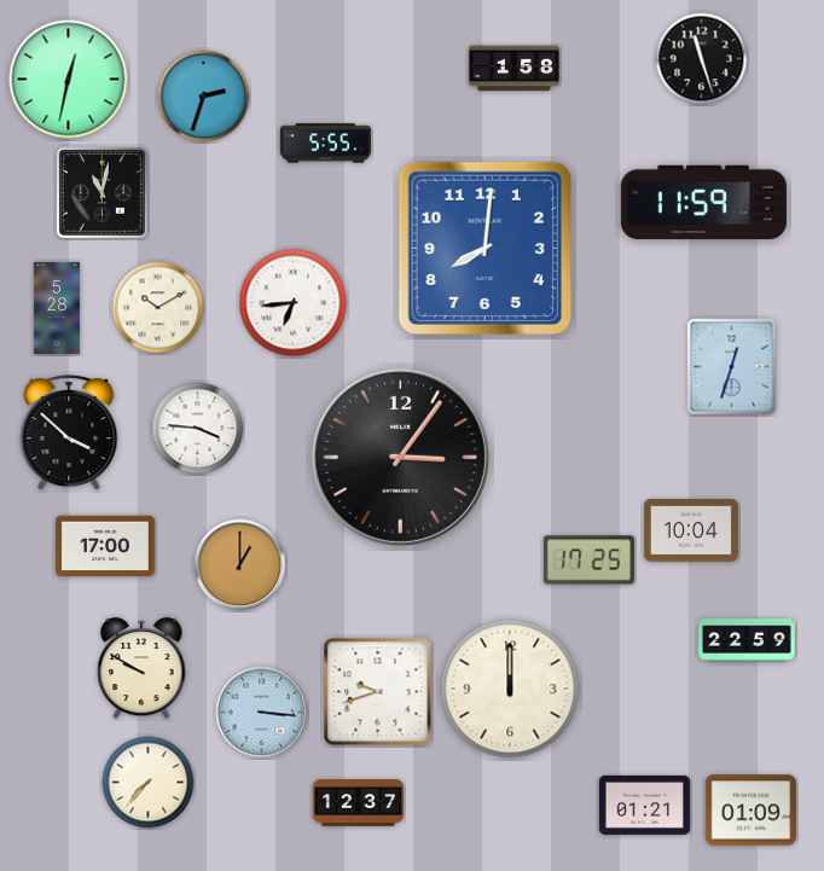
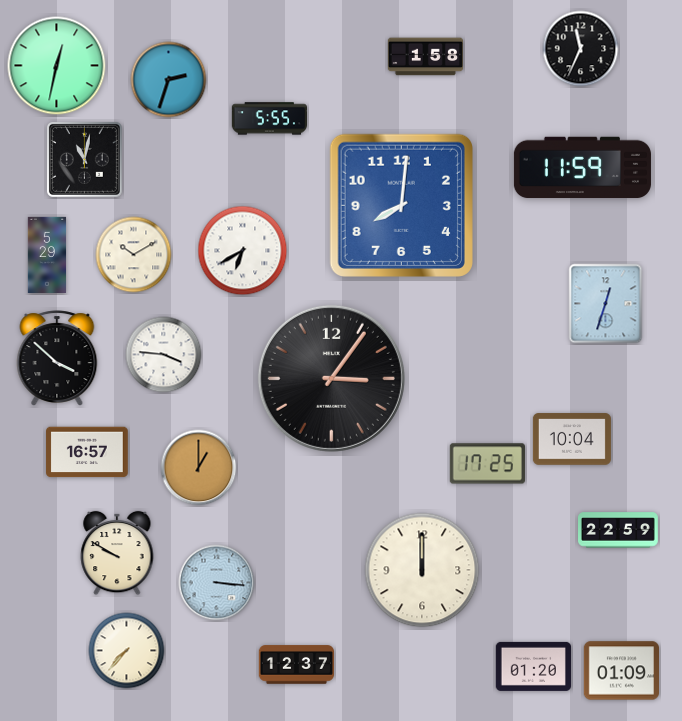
clock at (702, 59): 11:27 -> 11:34
clock at (294, 303): 6:44 -> 6:40
clock at (57, 307): 5:28 -> 5:29
clock at (158, 308) position: (158, 308) -> (134, 255)
clock at (105, 546): 17:00 -> 16:57
clock at (378, 692): 9:42 -> none
clock at (262, 713) position: (262, 713) -> (217, 583)
clock at (149, 783) position: (149, 783) -> (127, 651)
clock at (644, 805): 01:21 -> 01:20
